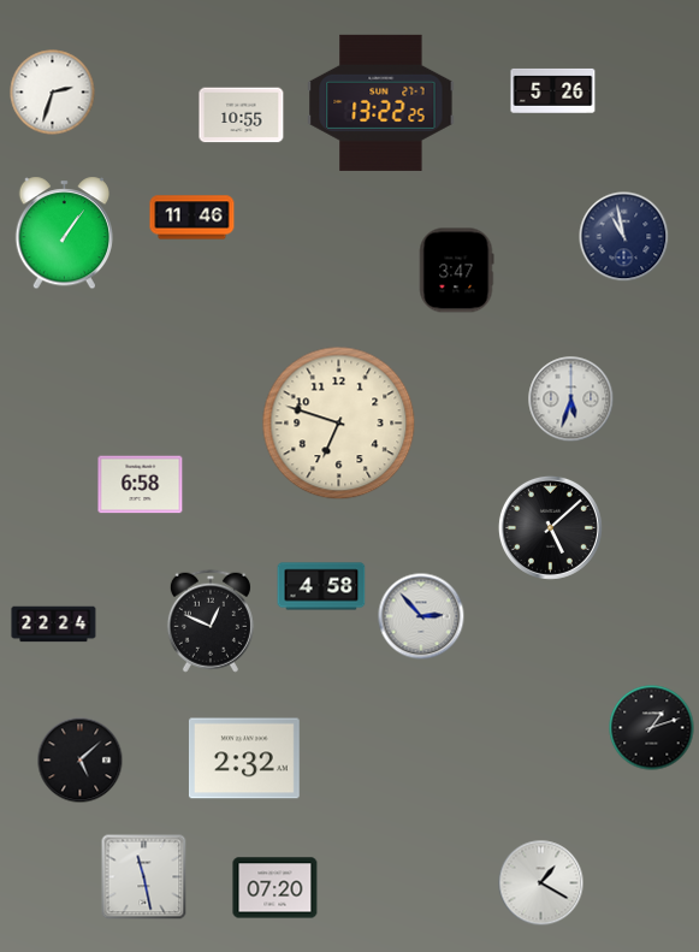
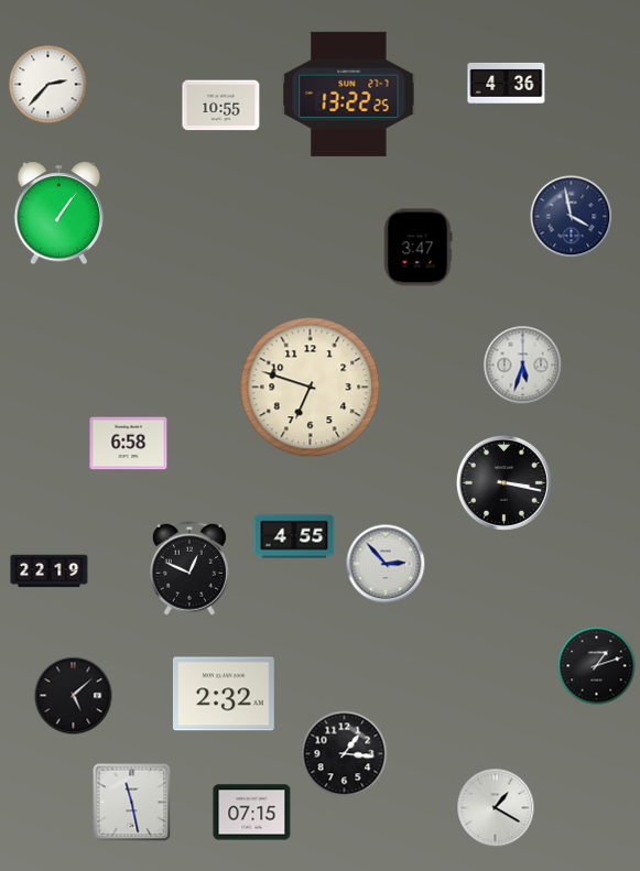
clock at (553, 90): 5:26 -> 4:36
clock at (53, 93): 2:33 -> 2:37
clock at (192, 218): 11:46 -> none
clock at (624, 237): 10:58 -> 3:58
clock at (550, 527): 5:08 -> 3:17
clock at (321, 586): 4:58 -> 4:55
clock at (211, 621) position: (211, 621) -> (189, 568)
clock at (54, 625): 22:24 -> 22:19
clock at (345, 754): none -> 1:16
clock at (276, 888): 07:20 -> 07:15
